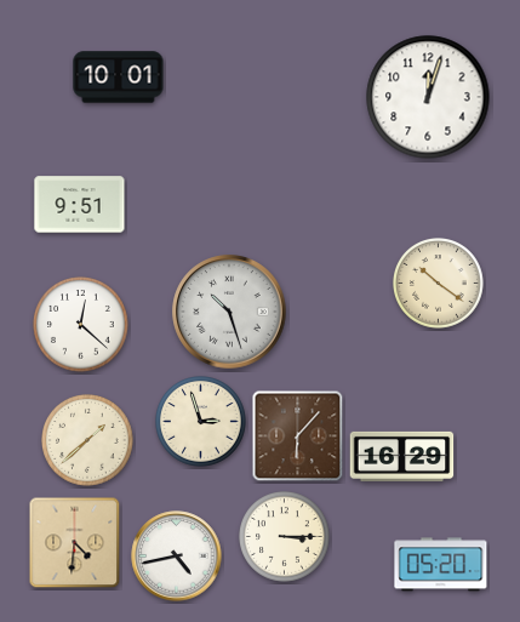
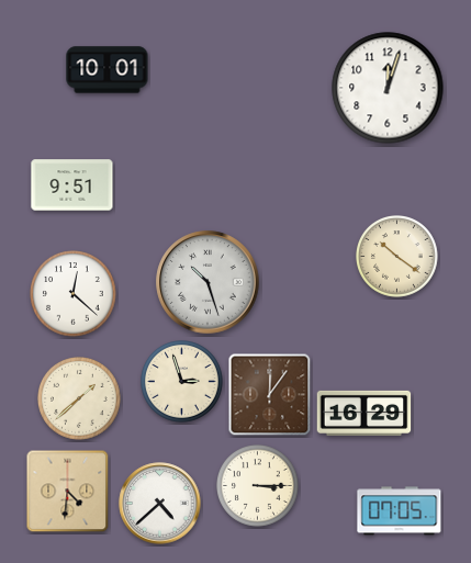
clock at (298, 436): 6:07 -> 12:06
clock at (177, 557): 4:43 -> 4:38
clock at (441, 565): 05:20 -> 07:05
